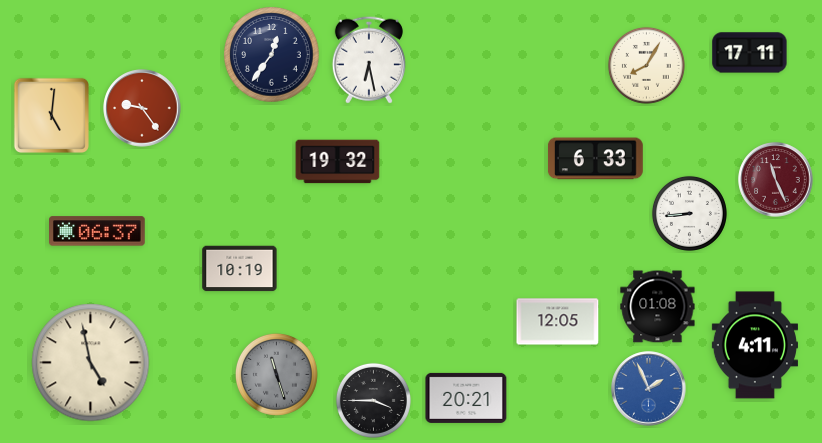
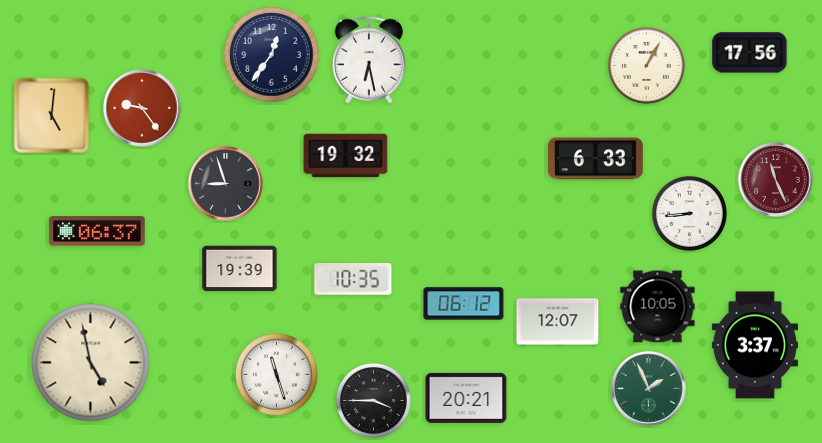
clock at (750, 53): 17:11 -> 17:56
clock at (646, 65): 8:05 -> 1:05
clock at (338, 162) position: (338, 162) -> (346, 156)
clock at (226, 184): none -> 8:57
clock at (240, 269): 10:19 -> 19:39
clock at (353, 280): none -> 10:35
clock at (464, 304): none -> 06:12
clock at (658, 307): 01:08 -> 10:05
clock at (558, 322): 12:05 -> 12:07
clock at (754, 345): 4:11 -> 3:37
clock at (276, 374) dial: grey -> white
clock at (649, 389) dial: blue -> green
